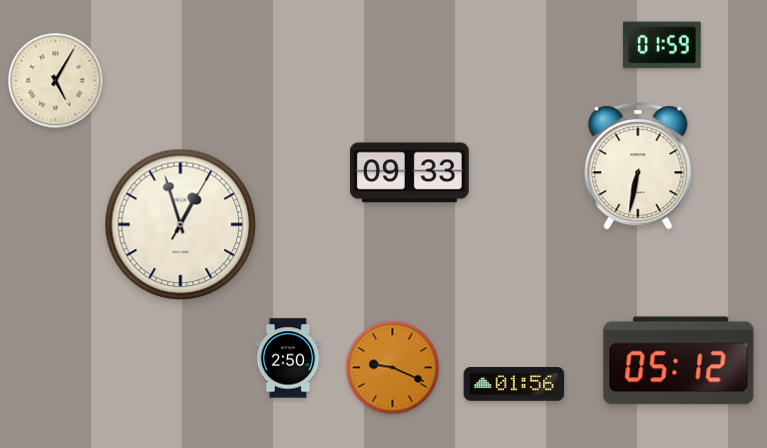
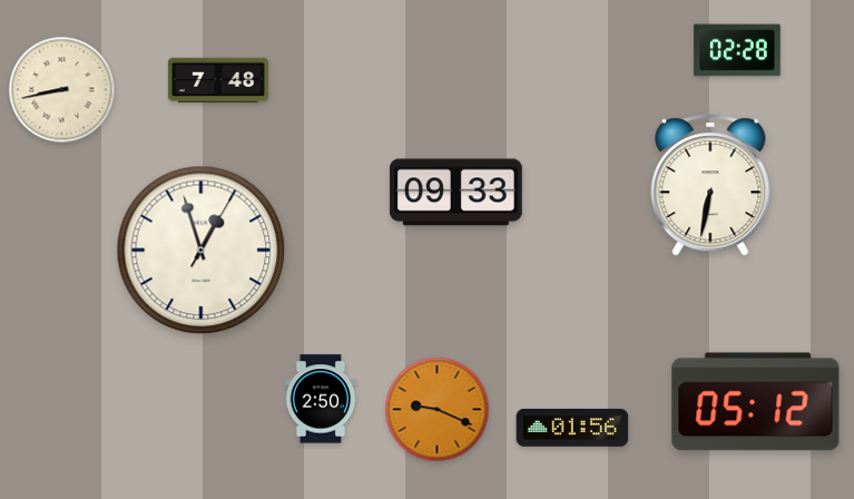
clock at (662, 45): 01:59 -> 02:28
clock at (218, 80): none -> 7:48
clock at (56, 81): 5:05 -> 8:43
